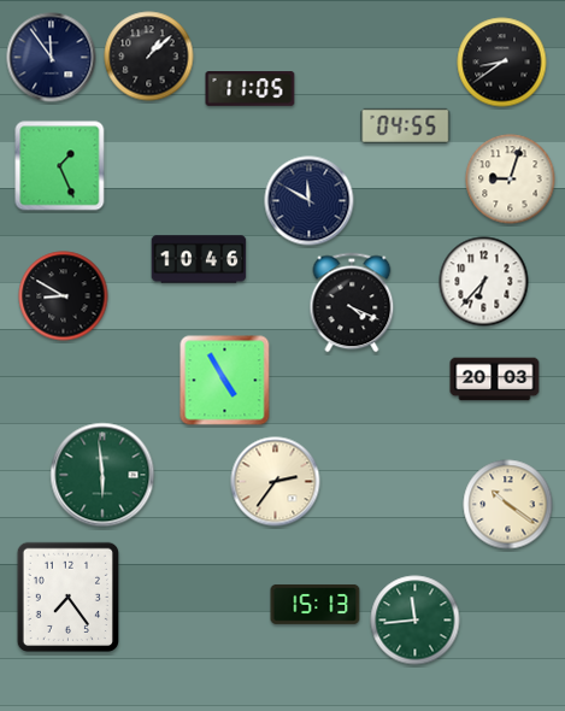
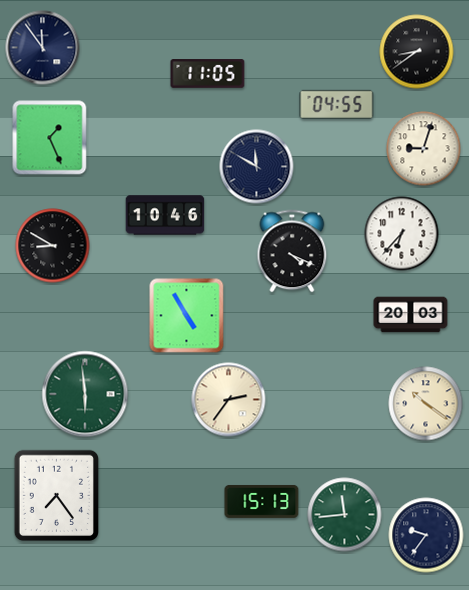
clock at (149, 57): 1:08 -> none
clock at (508, 505) position: (508, 505) -> (426, 404)
clock at (426, 535): none -> 9:36
